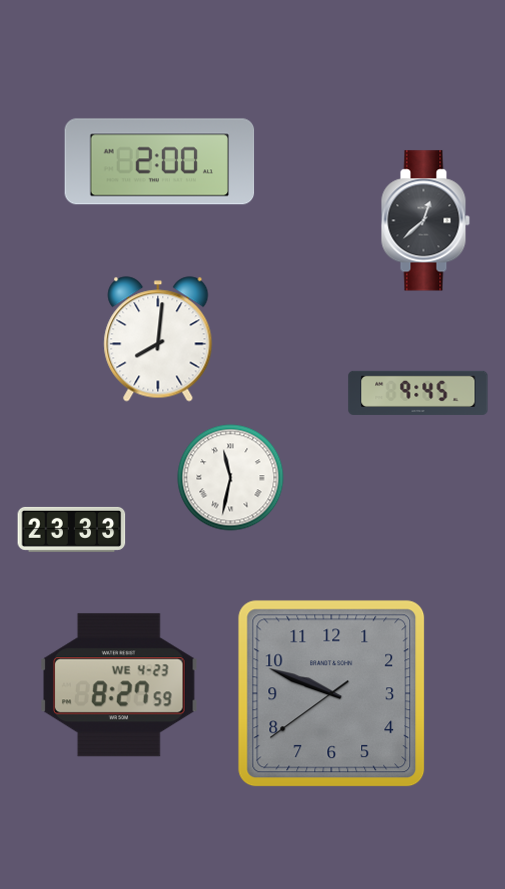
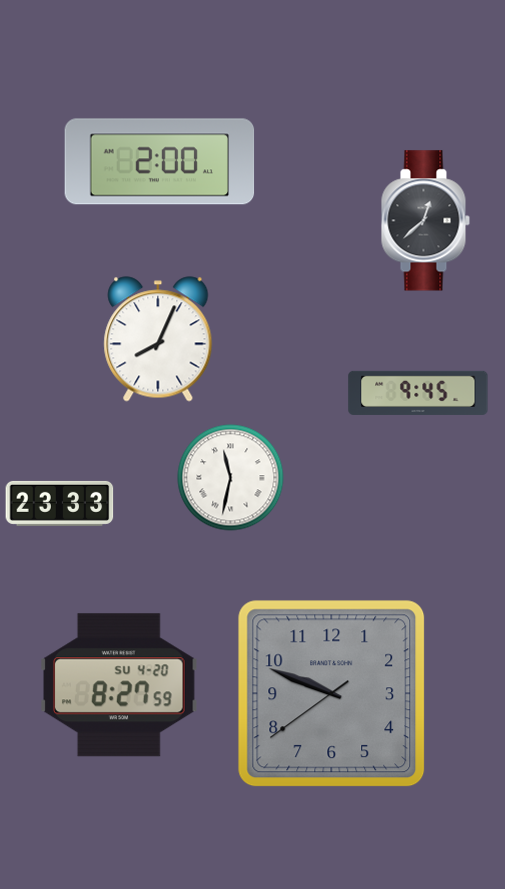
clock at (158, 339): 8:01 -> 8:04
clock at (72, 529) position: (72, 529) -> (60, 503)
clock at (120, 685) date: WE 4-23 -> SU 4-20
